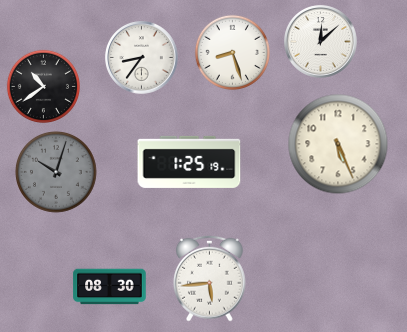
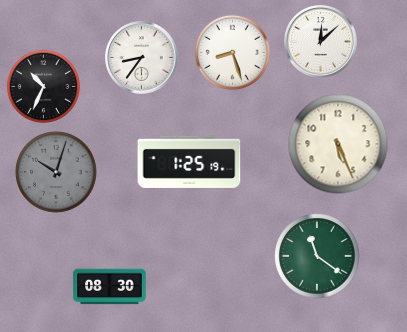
clock at (43, 86): 10:39 -> 10:34
clock at (317, 256): none -> 11:21
clock at (210, 278): 5:44 -> none
